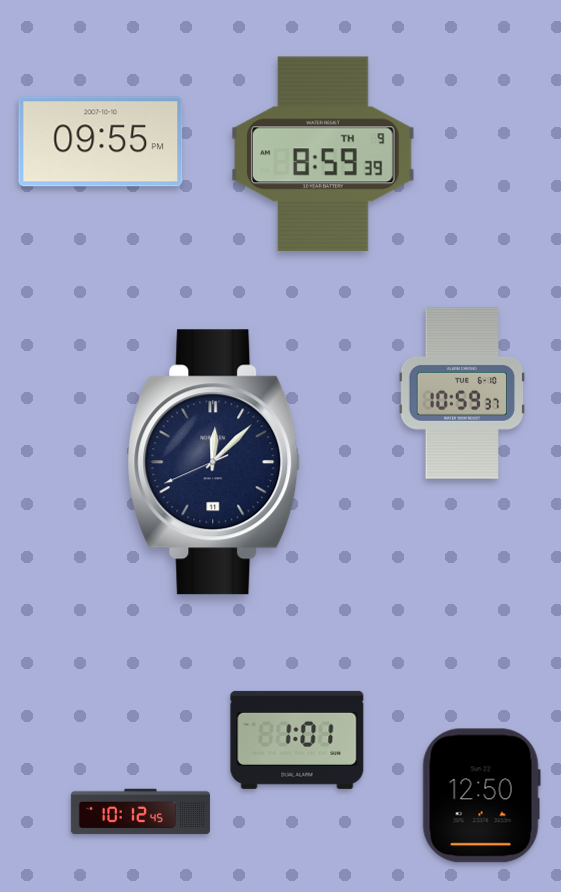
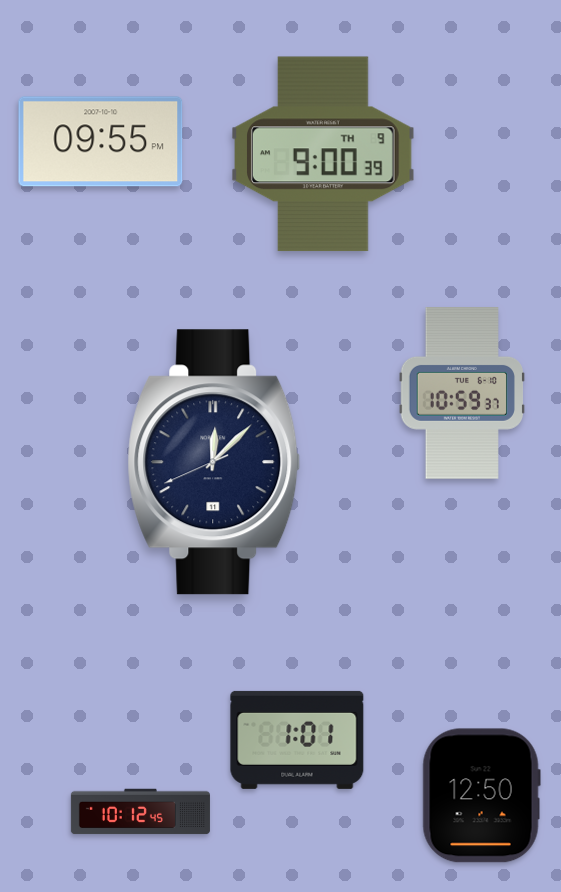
clock at (324, 154): 8:59 -> 9:00
